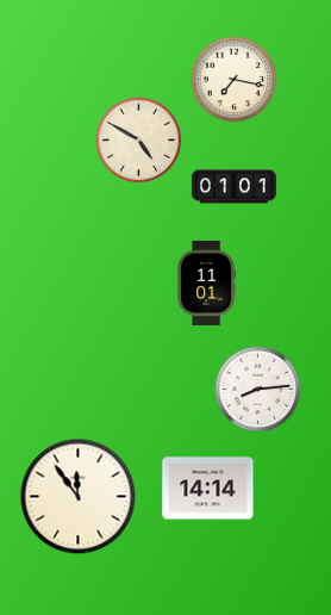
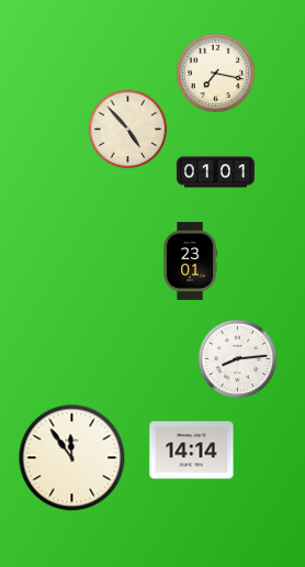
clock at (139, 141): 4:50 -> 4:53
clock at (206, 282): 11:01 -> 23:01
